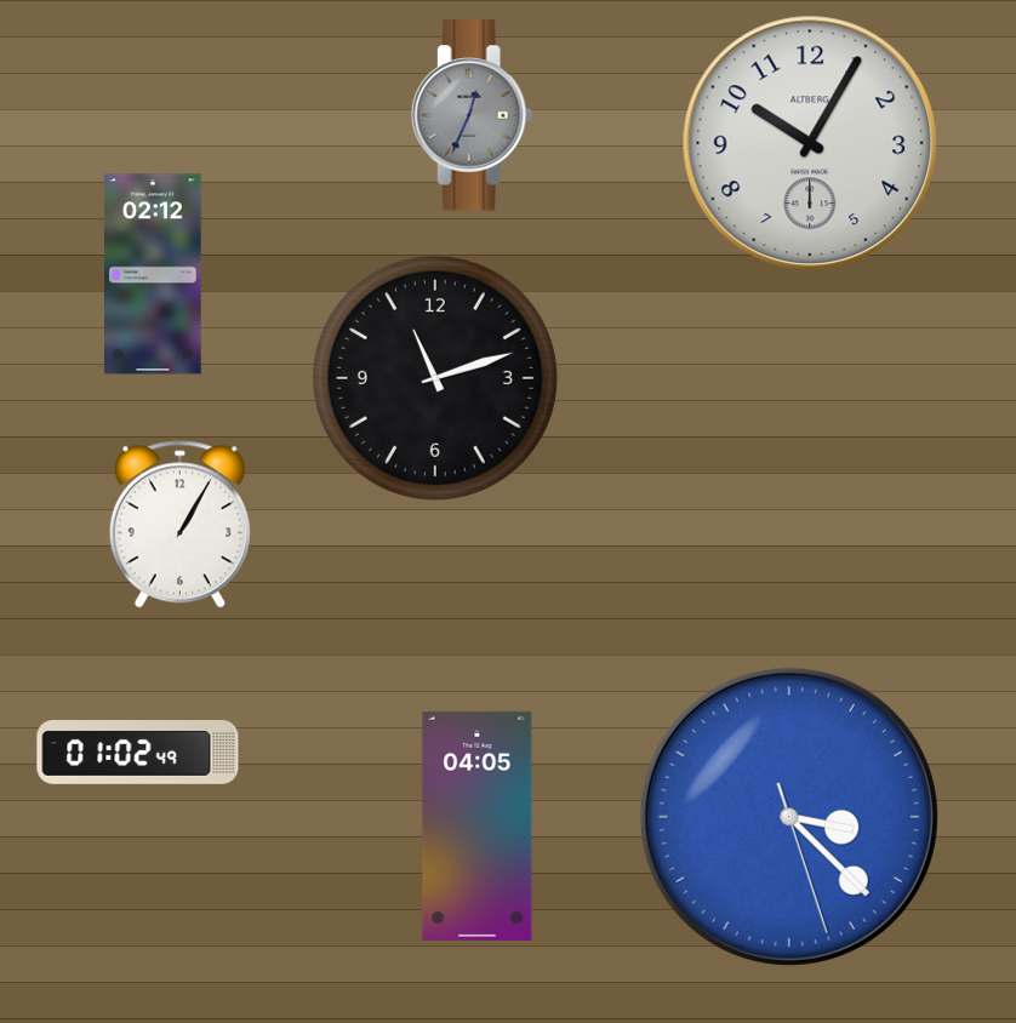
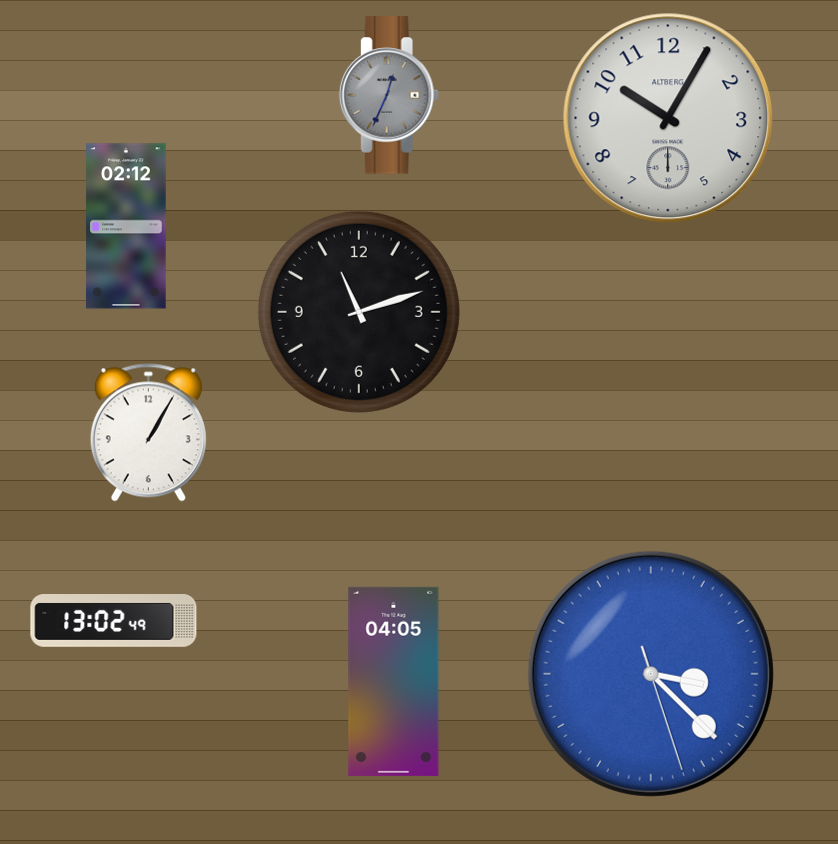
clock at (138, 753): 01:02 -> 13:02
